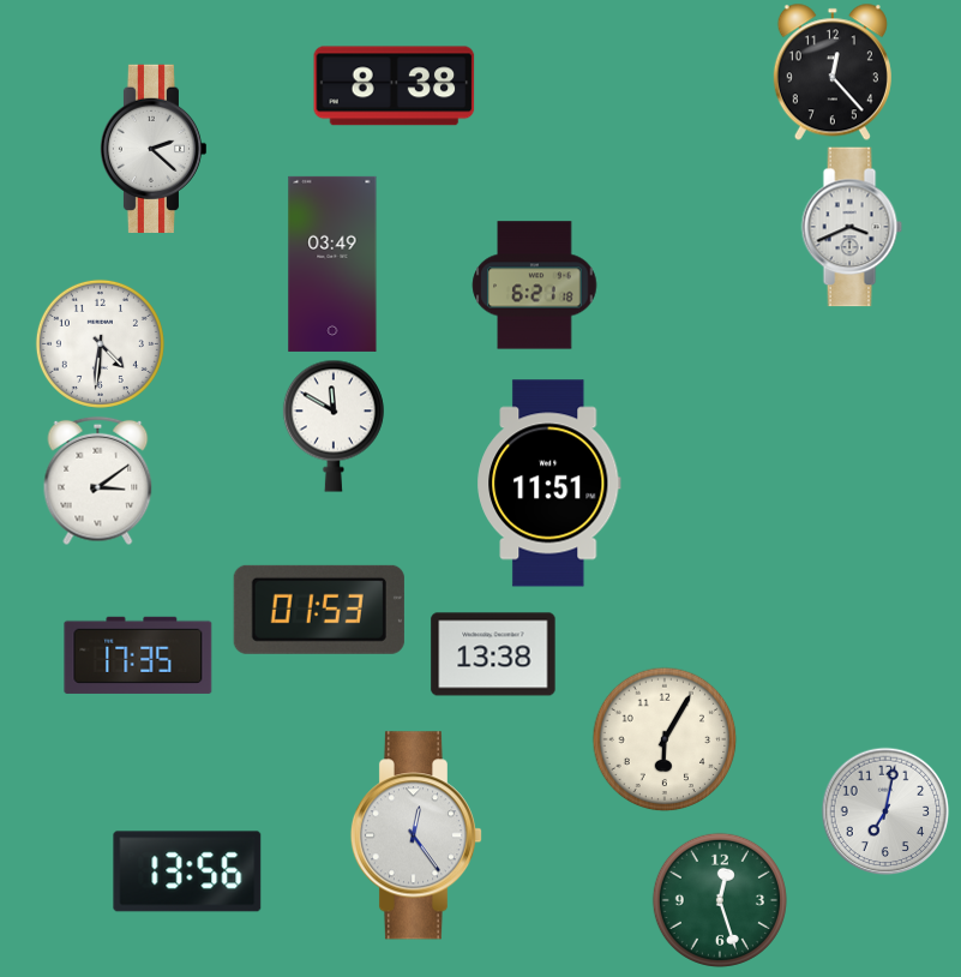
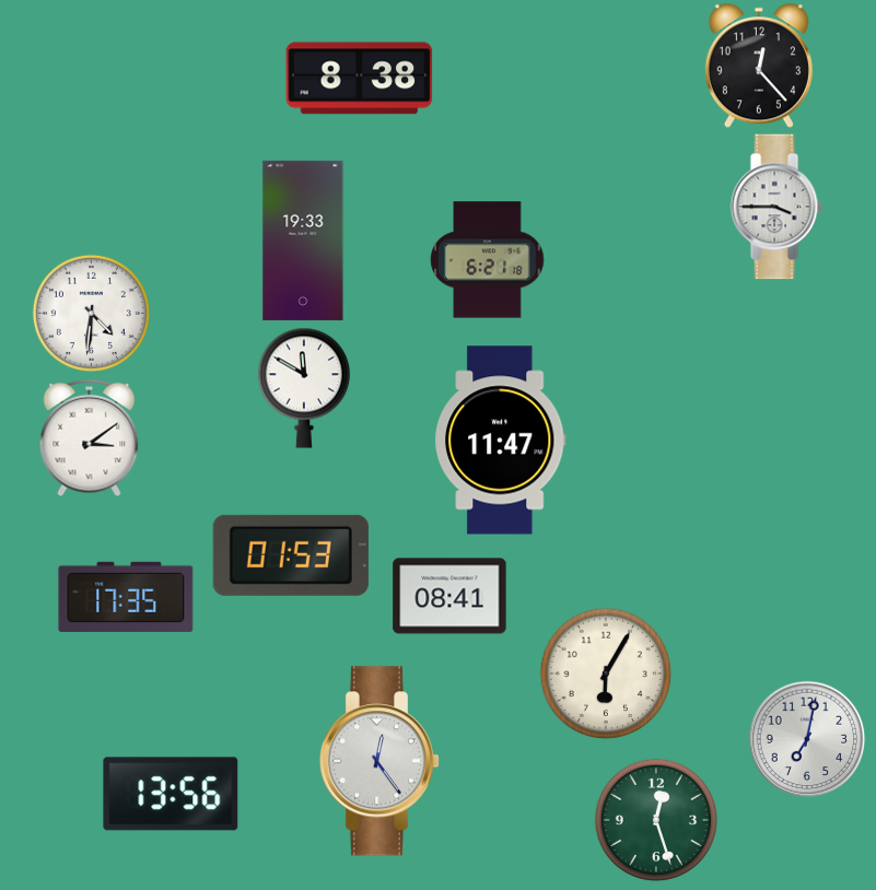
clock at (154, 148): 2:22 -> none
clock at (852, 227): 3:41 -> 3:45
clock at (332, 264): 03:49 -> 19:33
clock at (549, 484): 11:51 -> 11:47
clock at (493, 654): 13:38 -> 08:41
